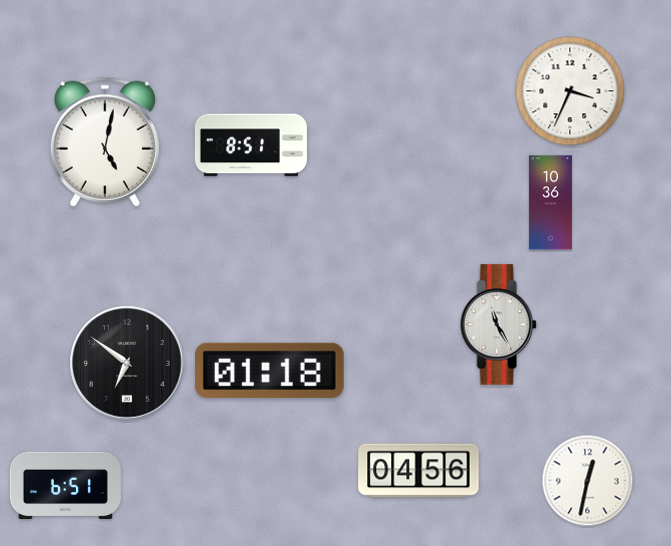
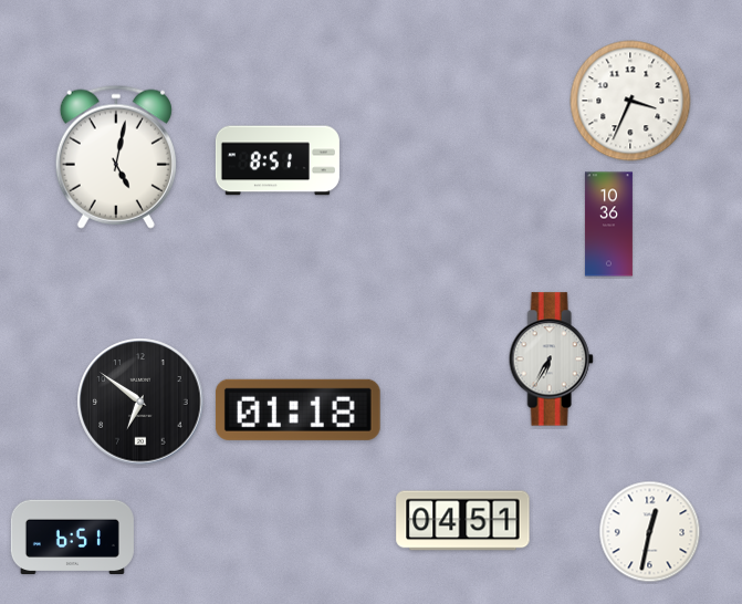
clock at (498, 325): 11:25 -> 6:35
clock at (419, 471): 04:56 -> 04:51
